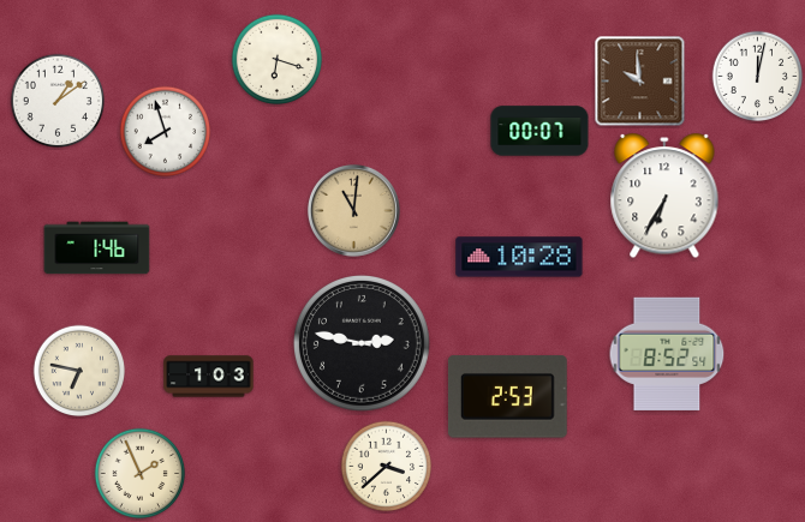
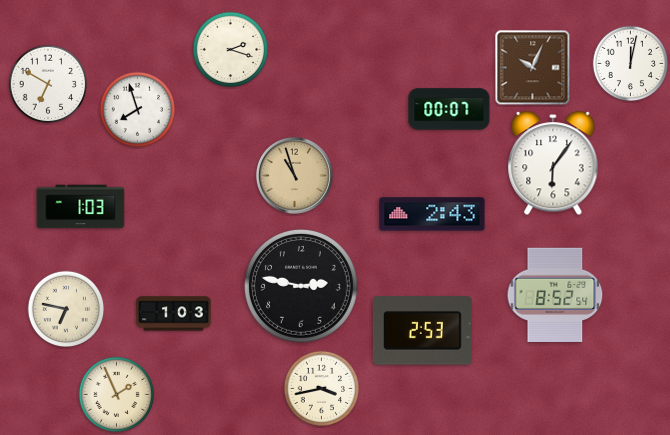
clock at (278, 60): 6:18 -> 2:18
clock at (640, 82): 9:59 -> 10:04
clock at (56, 100): 1:09 -> 6:50
clock at (664, 197): 6:35 -> 6:06
clock at (353, 210): 11:01 -> 10:57
clock at (97, 248): 1:46 -> 1:03
clock at (519, 257): 10:28 -> 2:43
clock at (387, 467): 3:38 -> 3:43
